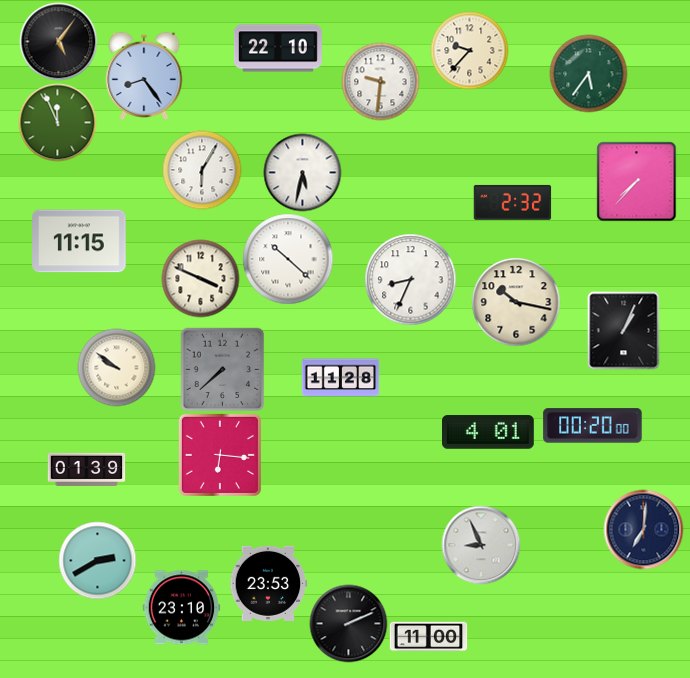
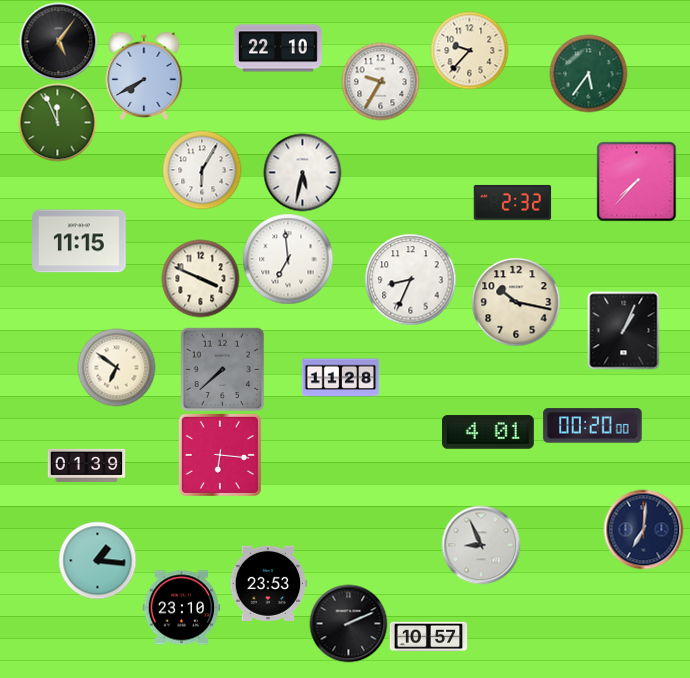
clock at (144, 76): 8:24 -> 7:40
clock at (380, 81): 9:31 -> 9:35
clock at (288, 259): 10:22 -> 6:59
clock at (116, 367): 9:51 -> 6:51
clock at (86, 469) position: (86, 469) -> (86, 465)
clock at (97, 560): 2:40 -> 1:16
clock at (428, 637): 11:00 -> 10:57
